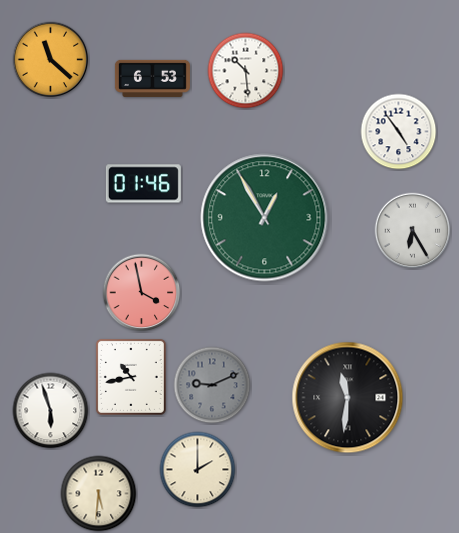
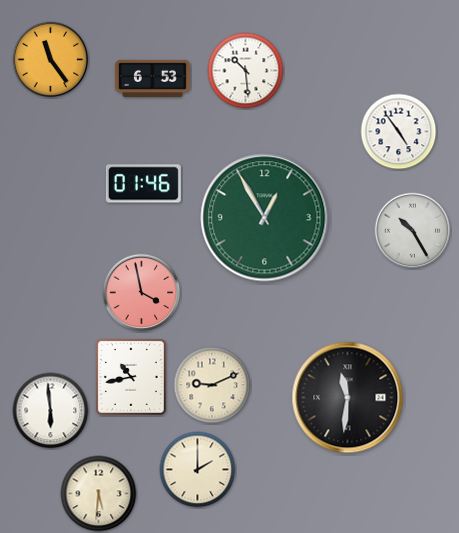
clock at (51, 60): 11:22 -> 11:24
clock at (413, 231): 6:25 -> 10:25
clock at (212, 385) dial: grey -> cream
clock at (51, 411): 5:57 -> 5:59
